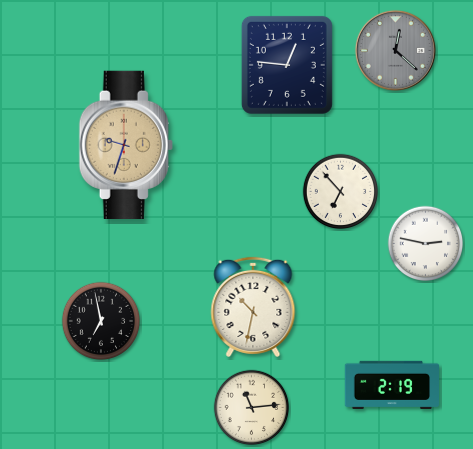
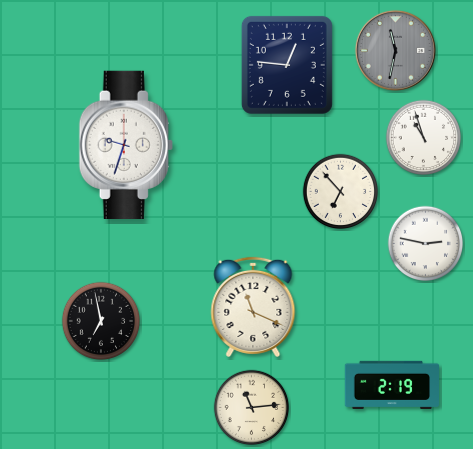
clock at (395, 50): 12:22 -> 11:32
clock at (424, 138): none -> 10:57
clock at (126, 144) dial: champagne -> white
clock at (253, 307): 10:32 -> 11:19
